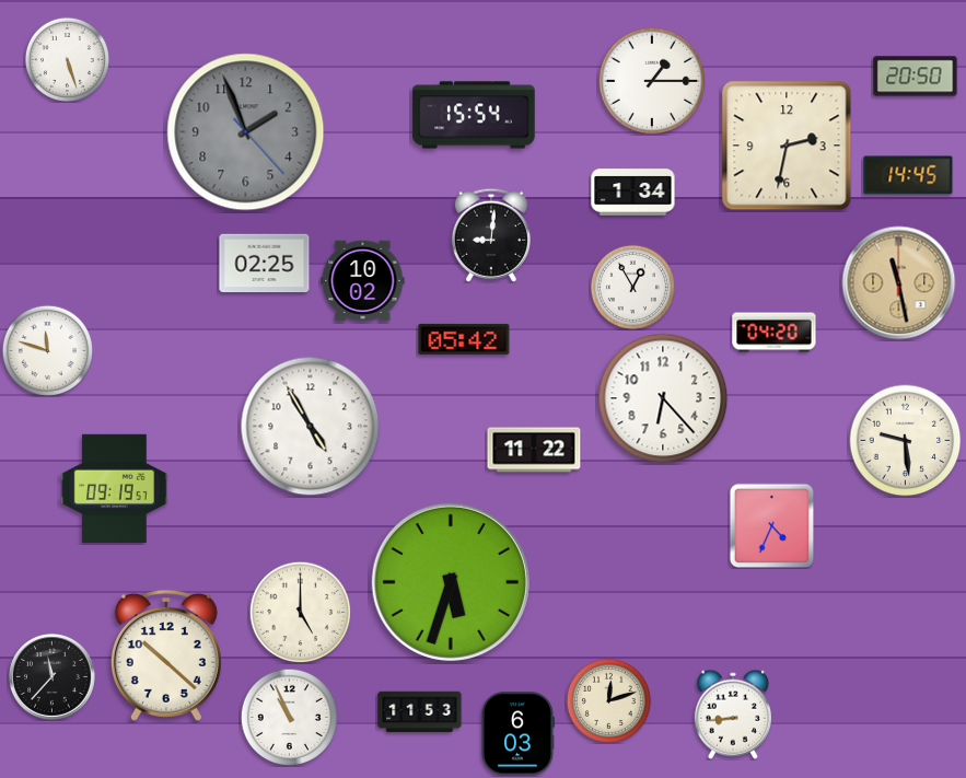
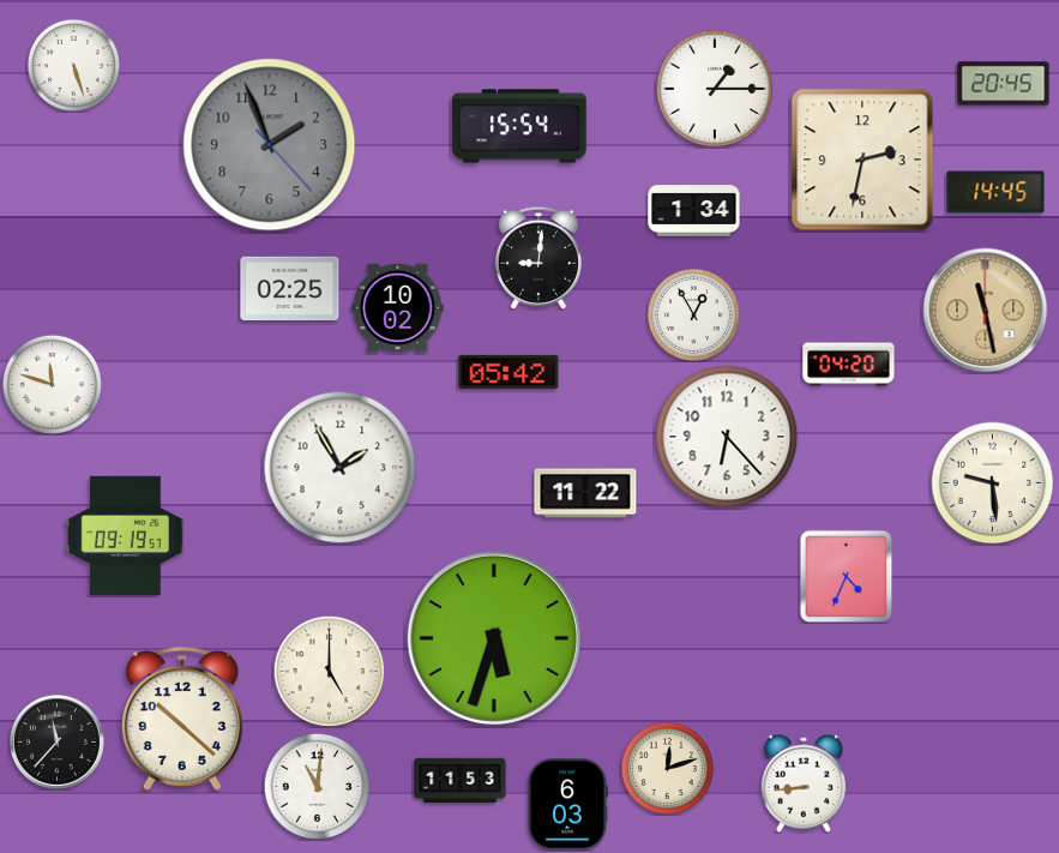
clock at (916, 77): 20:50 -> 20:45
clock at (311, 427): 4:55 -> 1:55
clock at (289, 717): 10:56 -> 11:01
